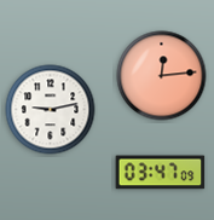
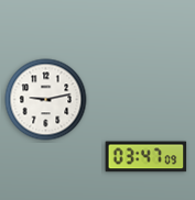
clock at (162, 76): 12:14 -> none
